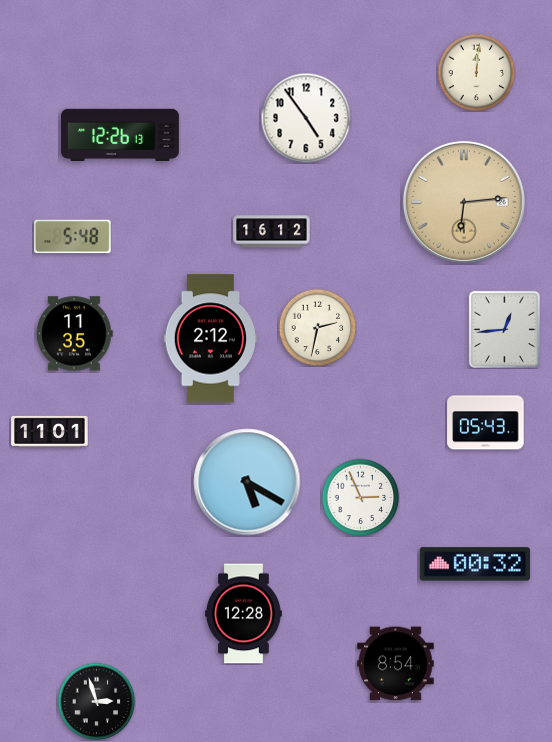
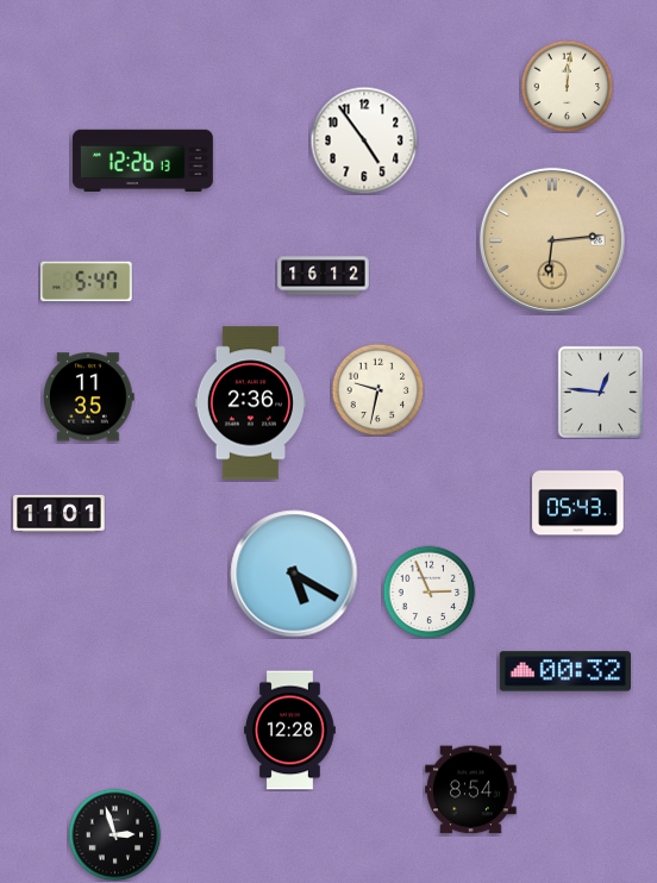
clock at (73, 237): 5:48 -> 5:47
clock at (317, 327): 2:32 -> 9:32
clock at (504, 329): 12:44 -> 12:46
clock at (210, 339): 2:12 -> 2:36
